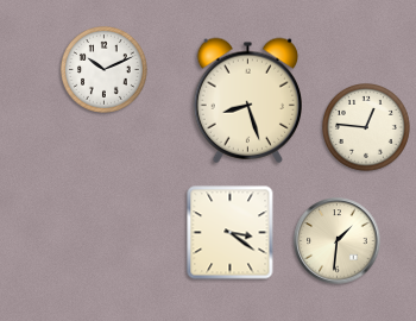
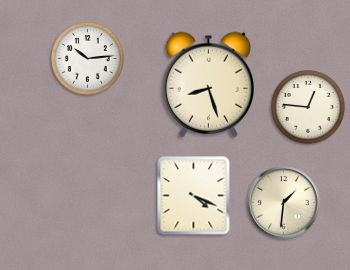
clock at (103, 69): 10:11 -> 10:14
clock at (231, 233): 3:21 -> 4:19
